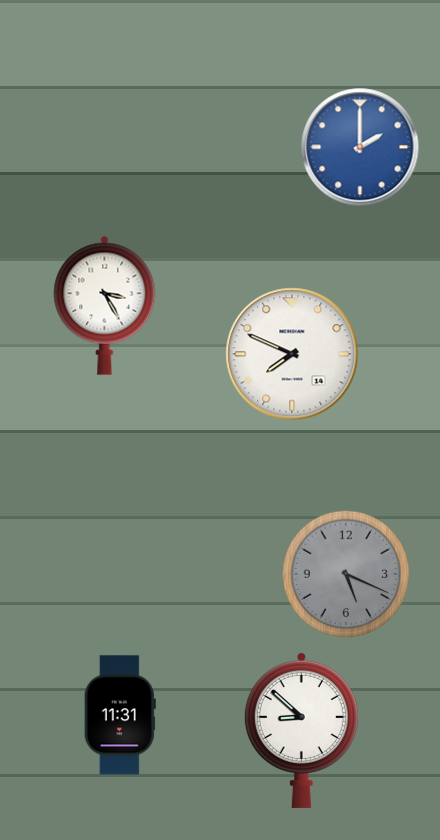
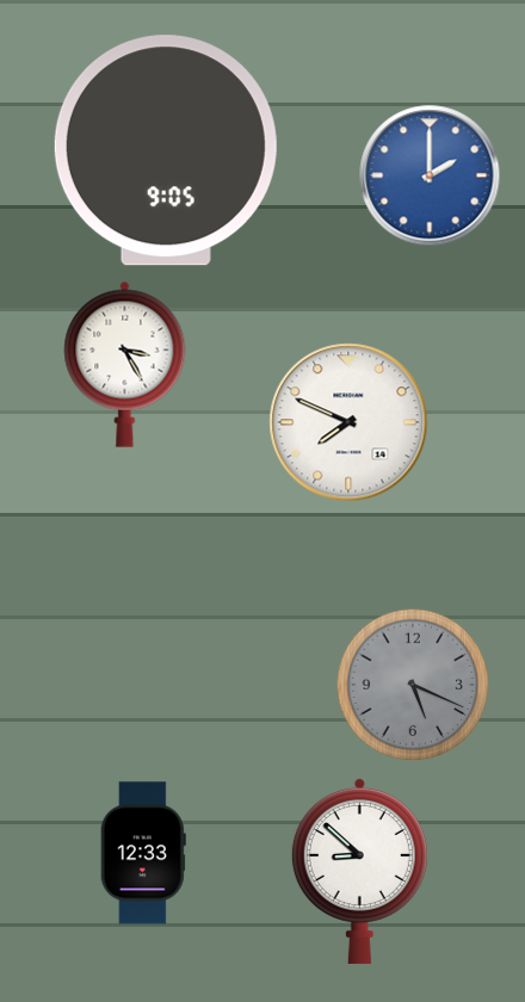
clock at (166, 150): none -> 9:05
clock at (120, 715): 11:31 -> 12:33
